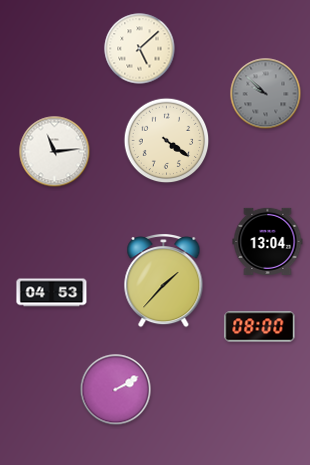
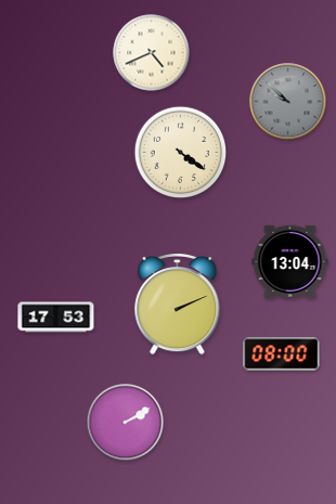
clock at (140, 49): 5:08 -> 4:41
clock at (55, 152): 11:14 -> none
clock at (164, 281): 1:37 -> 2:11
clock at (52, 293): 04:53 -> 17:53
